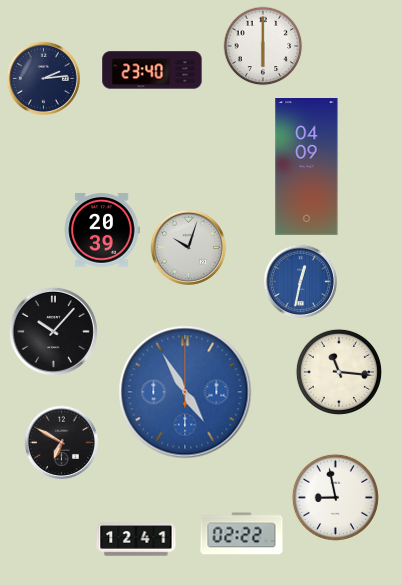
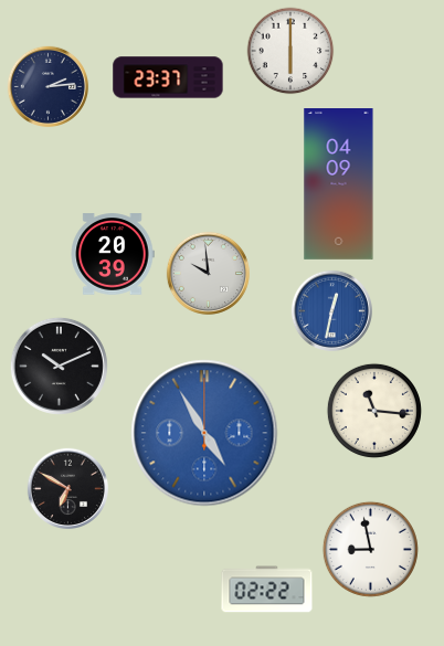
clock at (152, 70): 23:40 -> 23:37
clock at (188, 247): 10:03 -> 9:59
clock at (53, 331): 10:07 -> 10:11
clock at (136, 539): 12:41 -> none
